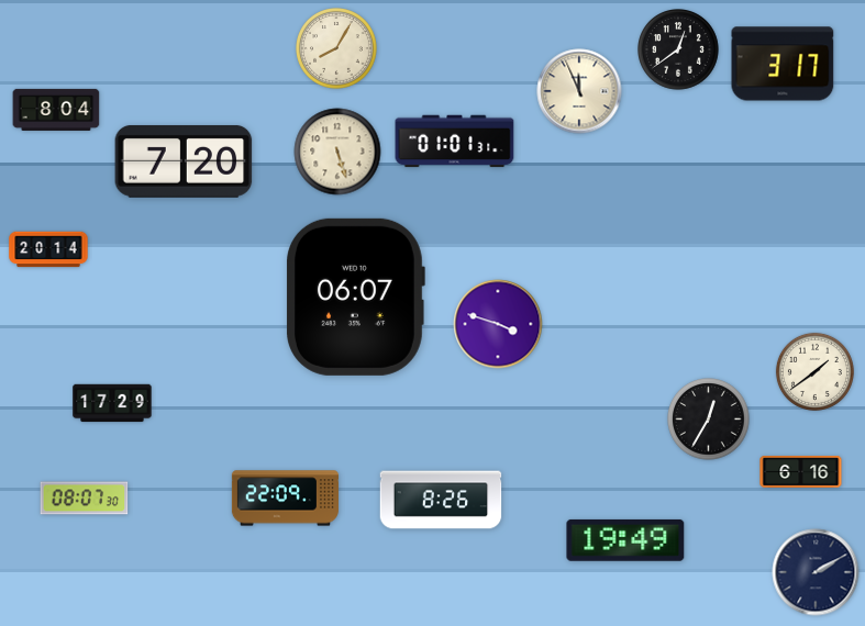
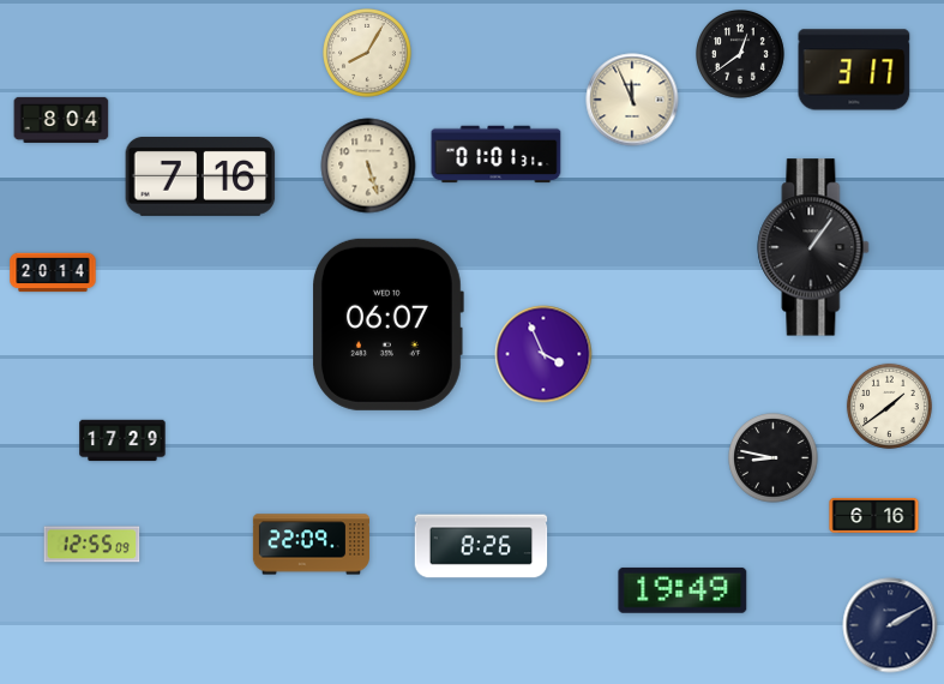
clock at (184, 161): 7:20 -> 7:16
clock at (813, 247): none -> 1:06
clock at (498, 324): 3:48 -> 3:56
clock at (709, 420): 12:35 -> 8:47
clock at (85, 499): 08:07 -> 12:55
